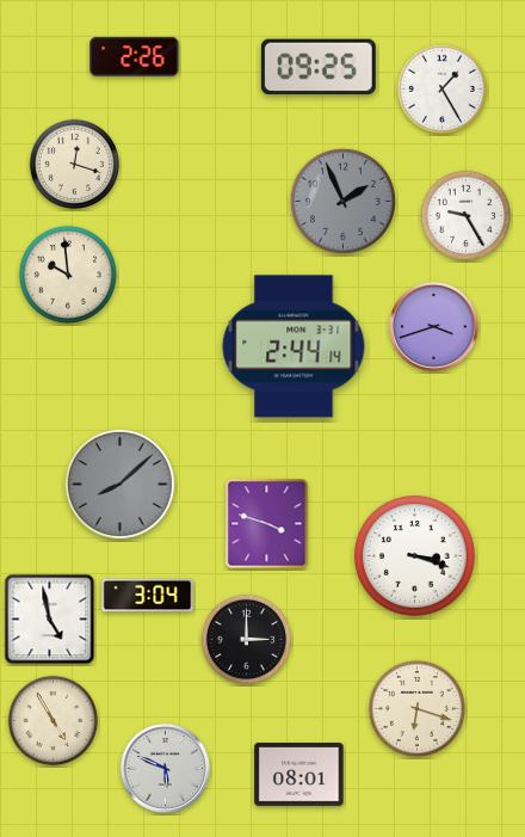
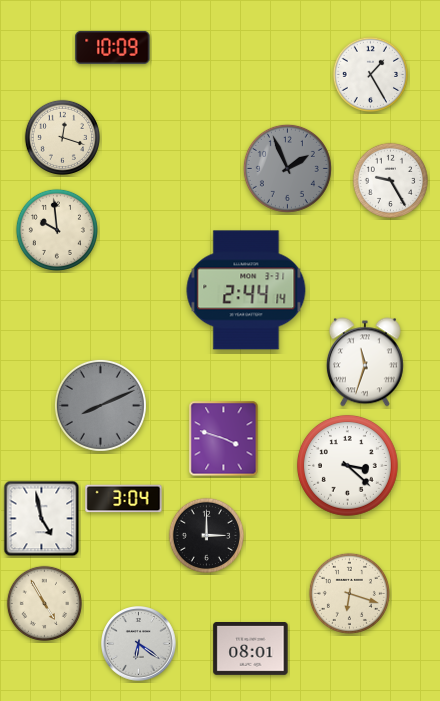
clock at (135, 56): 2:26 -> 10:09
clock at (319, 67): 09:25 -> none
clock at (434, 327): 3:42 -> none
clock at (365, 362): none -> 11:33
clock at (119, 484): 8:08 -> 8:11
clock at (414, 555): 3:18 -> 3:22
clock at (166, 769): 5:49 -> 6:21
